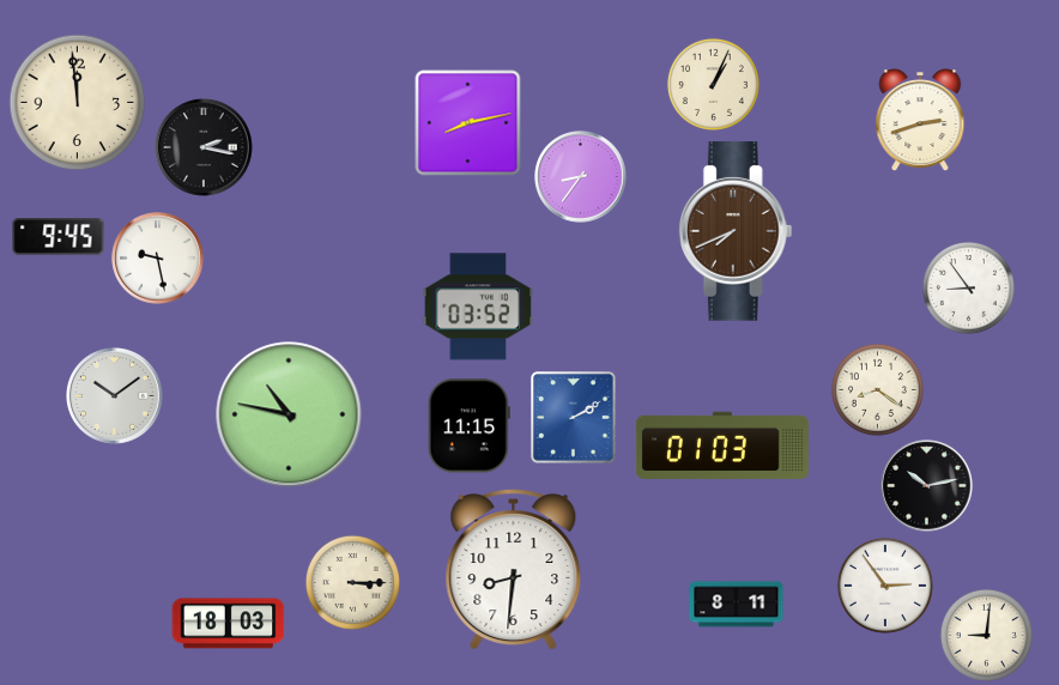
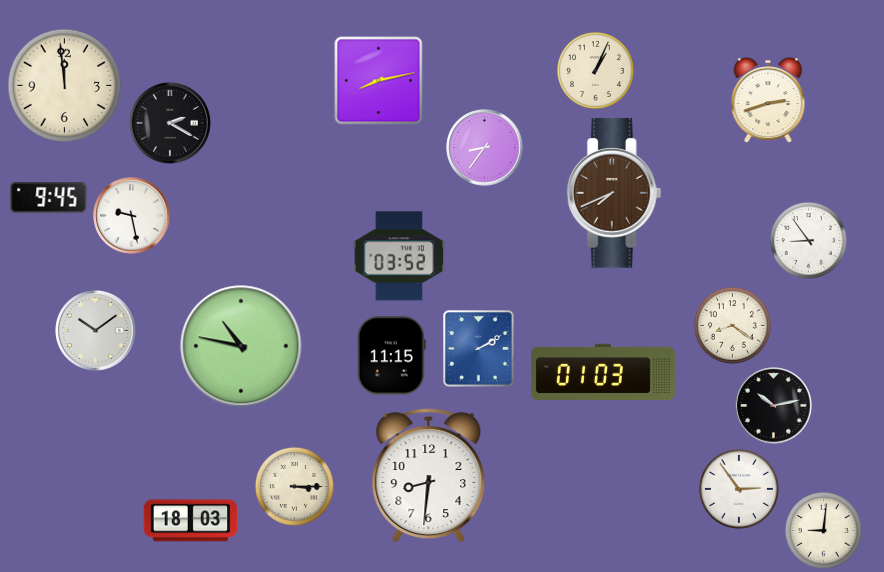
clock at (468, 123) position: (468, 123) -> (379, 81)
clock at (204, 147): 2:17 -> 2:20
clock at (737, 605): 8:11 -> none
